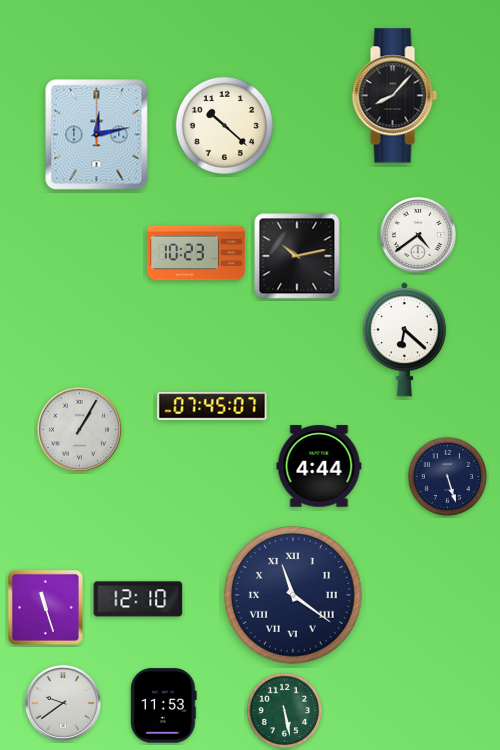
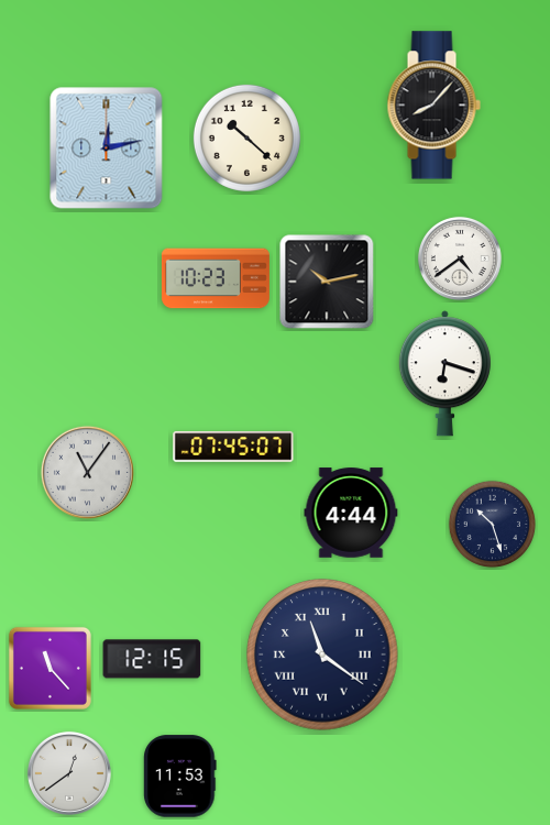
clock at (404, 340): 6:22 -> 6:18
clock at (79, 429): 1:05 -> 11:06
clock at (448, 477): 5:27 -> 10:27
clock at (138, 599): 12:10 -> 12:15
clock at (45, 607): 11:27 -> 11:23
clock at (63, 703): 9:39 -> 12:39
clock at (285, 711): 5:28 -> none
